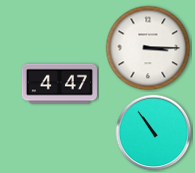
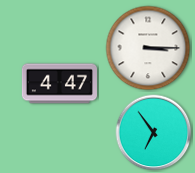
clock at (154, 133): 10:54 -> 6:54
